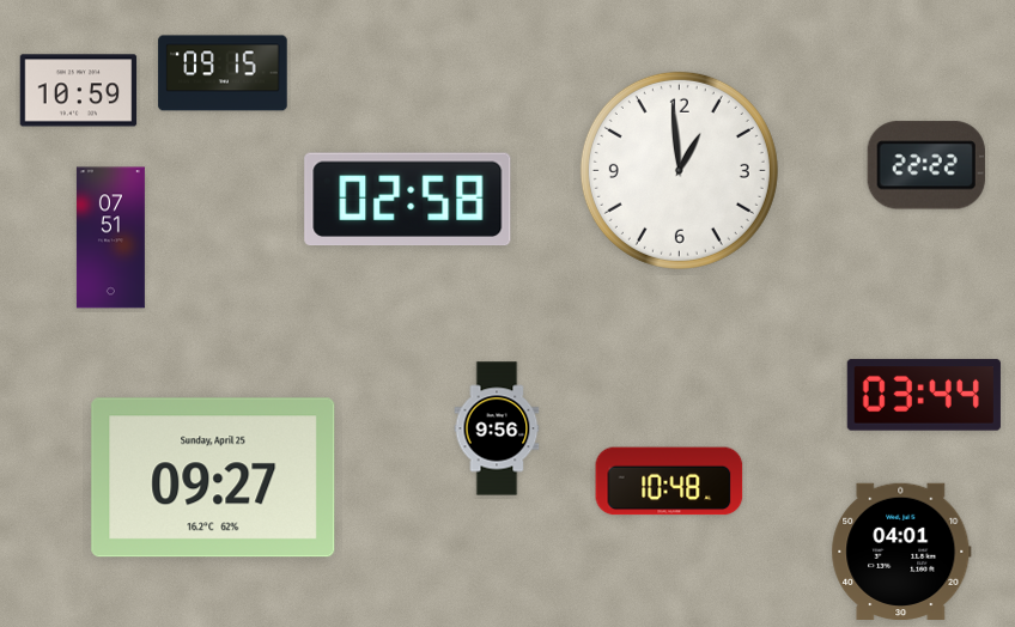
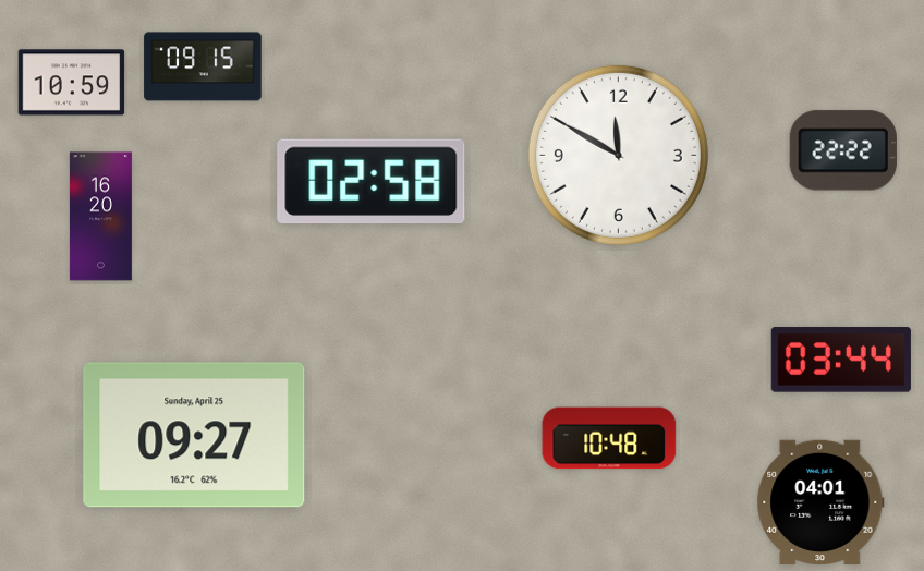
clock at (679, 170): 12:59 -> 11:50
clock at (110, 238): 07:51 -> 16:20
clock at (497, 428): 9:56 -> none
